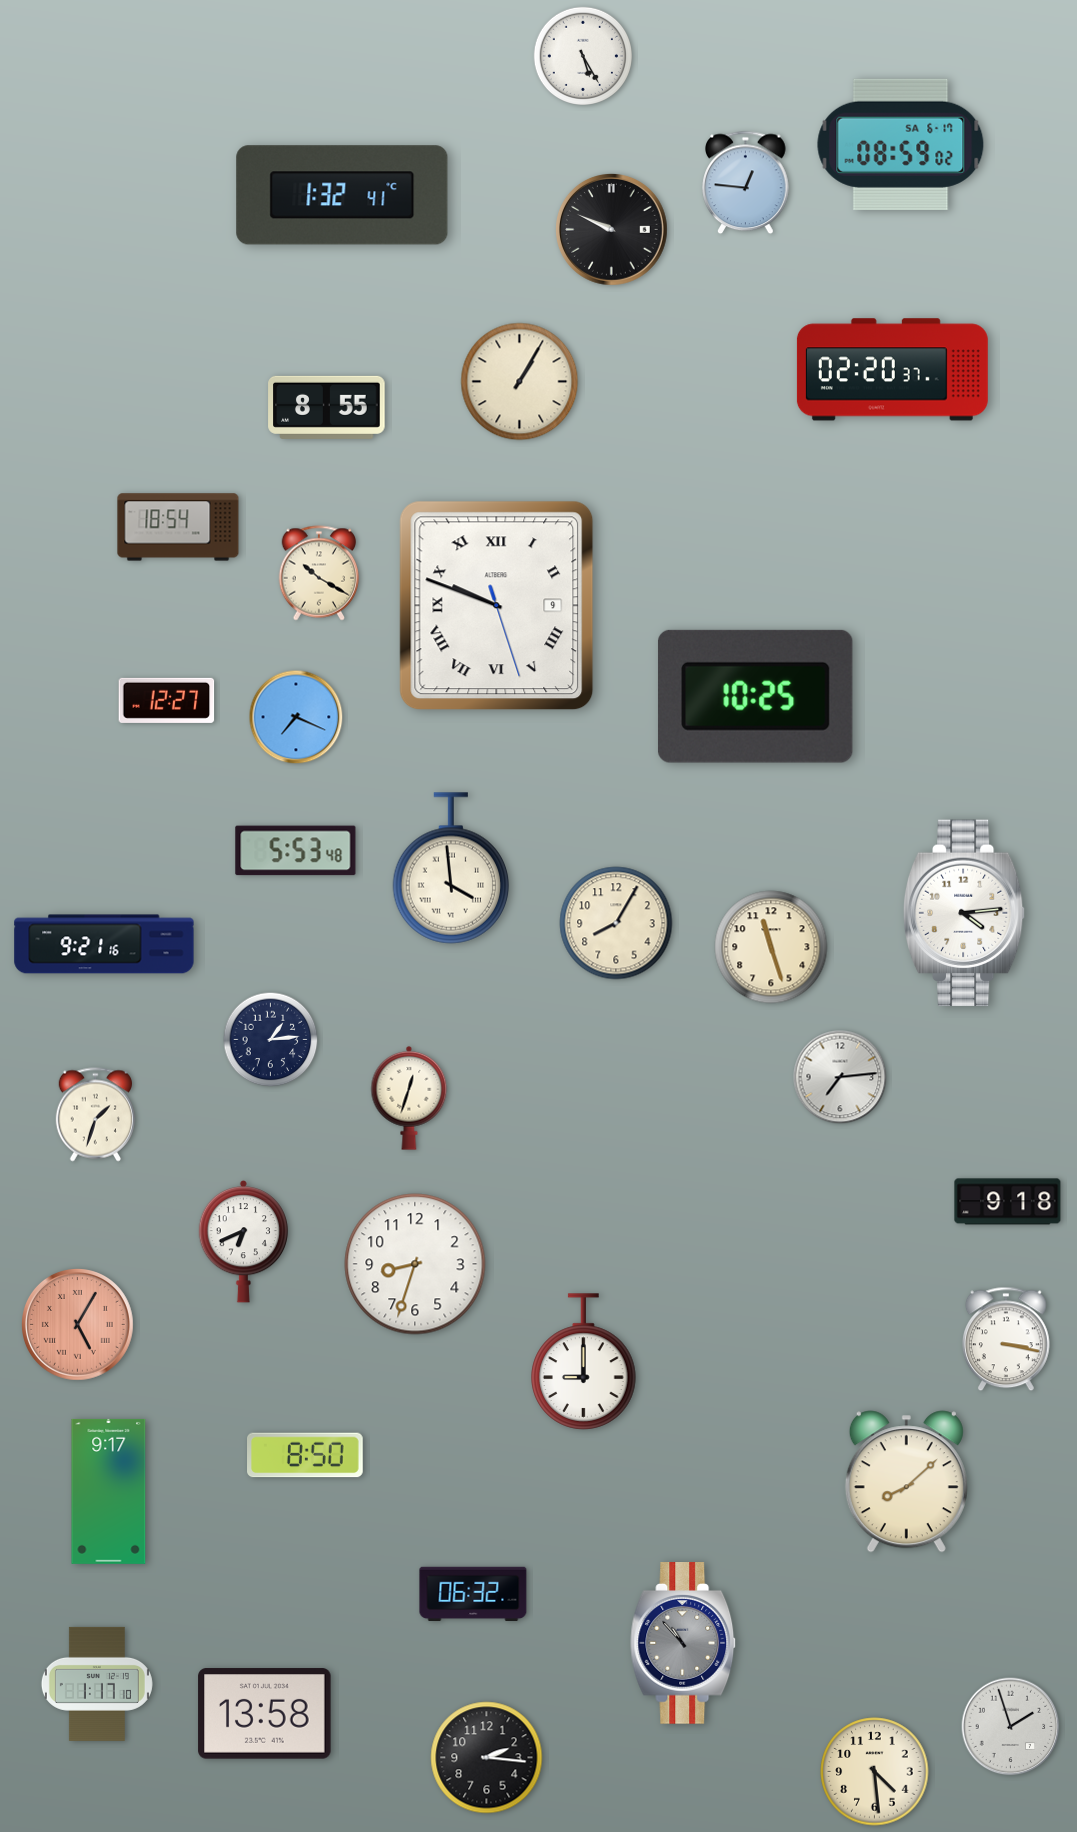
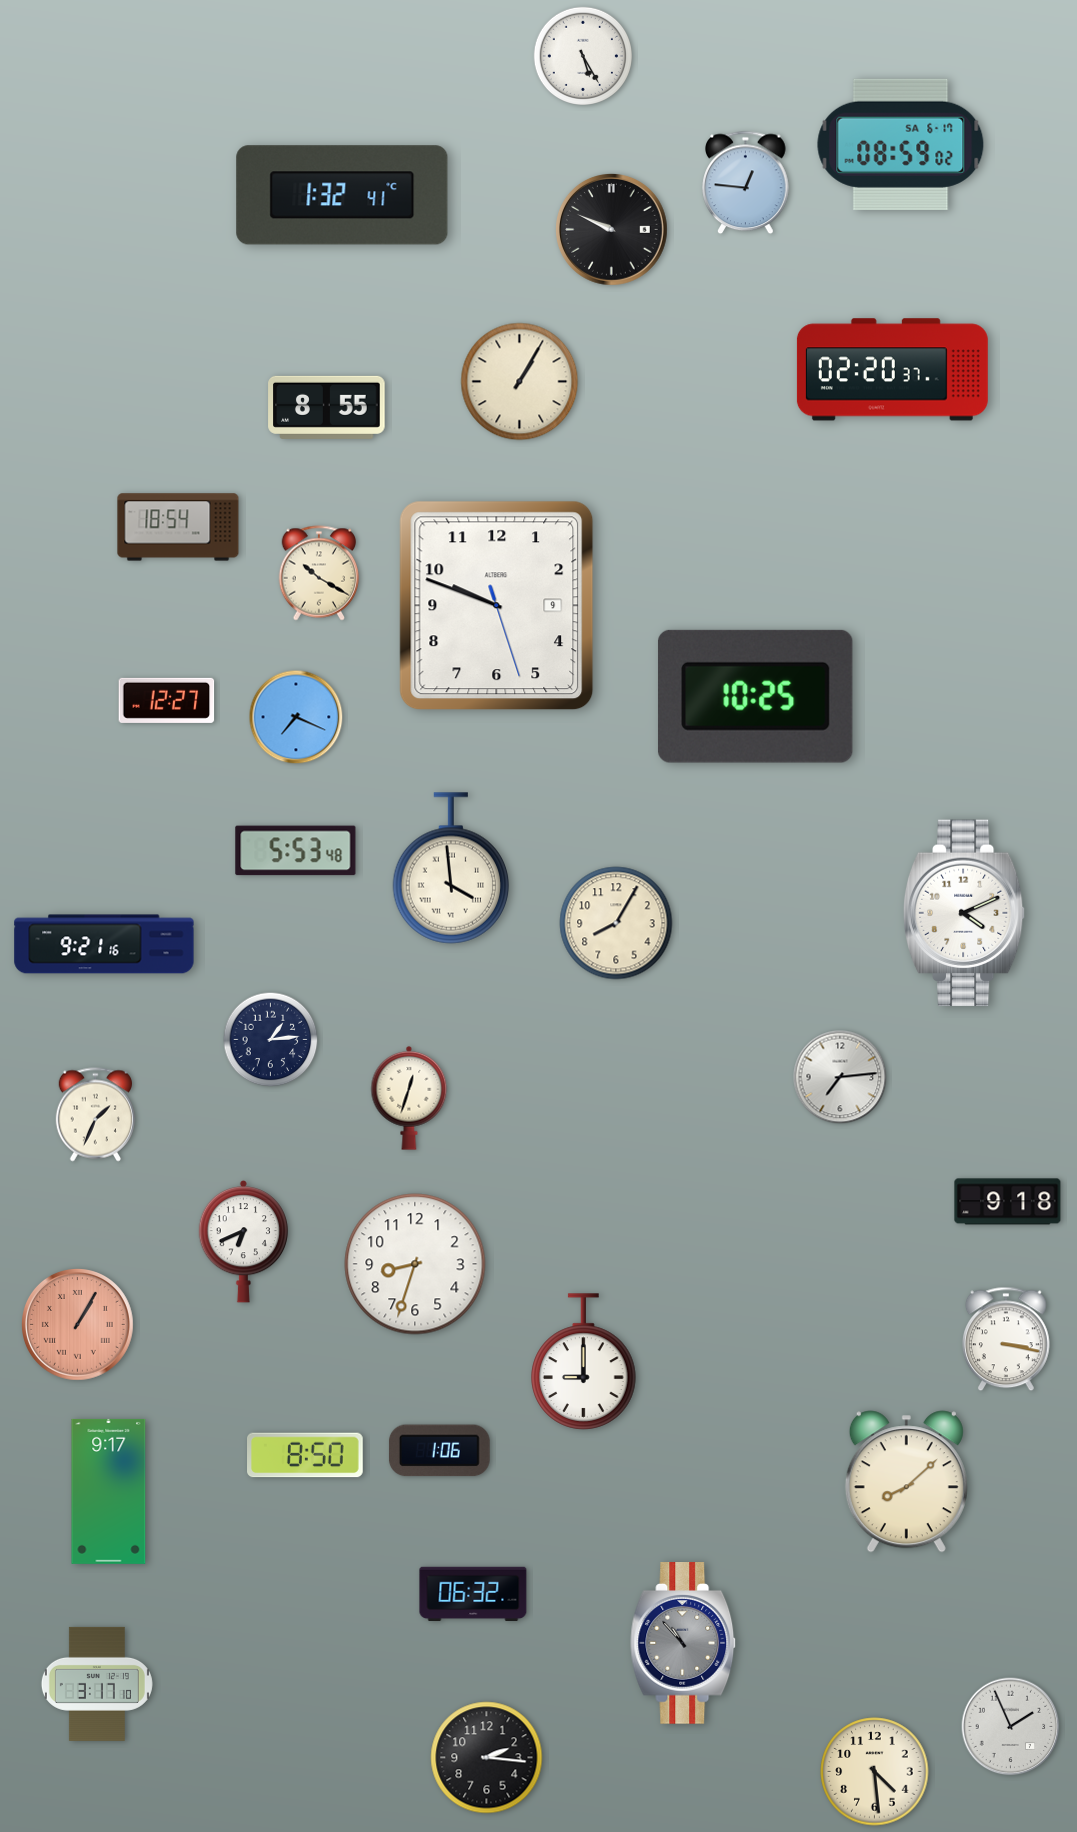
clock at (497, 606) numerals: Roman -> Arabic
clock at (964, 913): 4:14 -> 4:11
clock at (771, 947): 11:27 -> none
clock at (95, 1115): 1:33 -> 1:34
clock at (78, 1325): 5:05 -> 1:05
clock at (439, 1451): none -> 1:06
clock at (97, 1684): 1:17 -> 3:17
clock at (265, 1714): 13:58 -> none
clock at (1011, 1727): 1:57 -> 1:56
